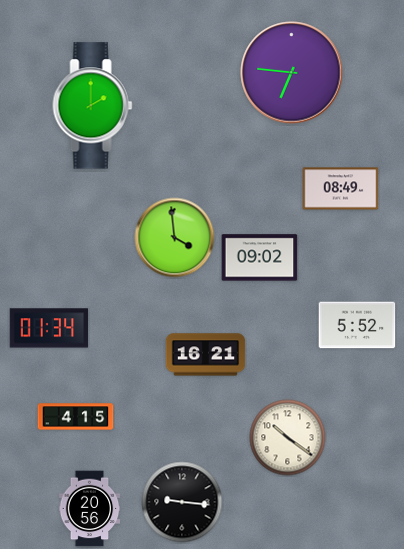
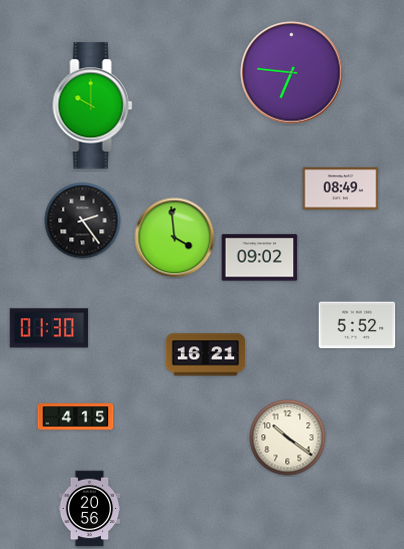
clock at (93, 106): 2:00 -> 10:00
clock at (83, 221): none -> 2:24
clock at (49, 328): 01:34 -> 01:30
clock at (182, 502): 9:16 -> none
